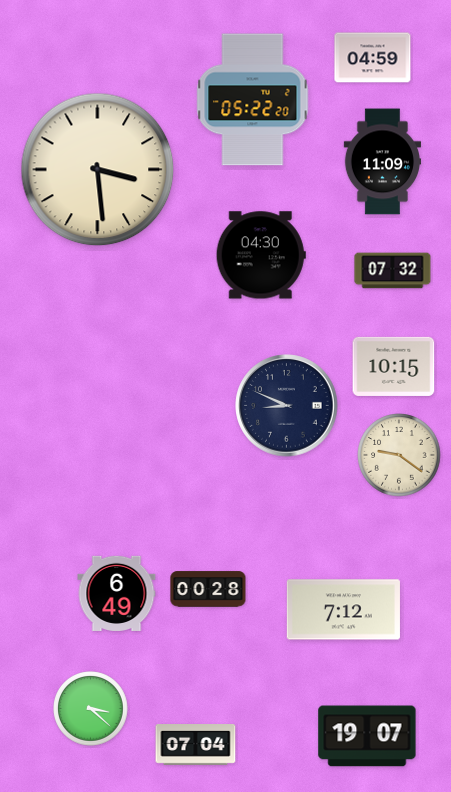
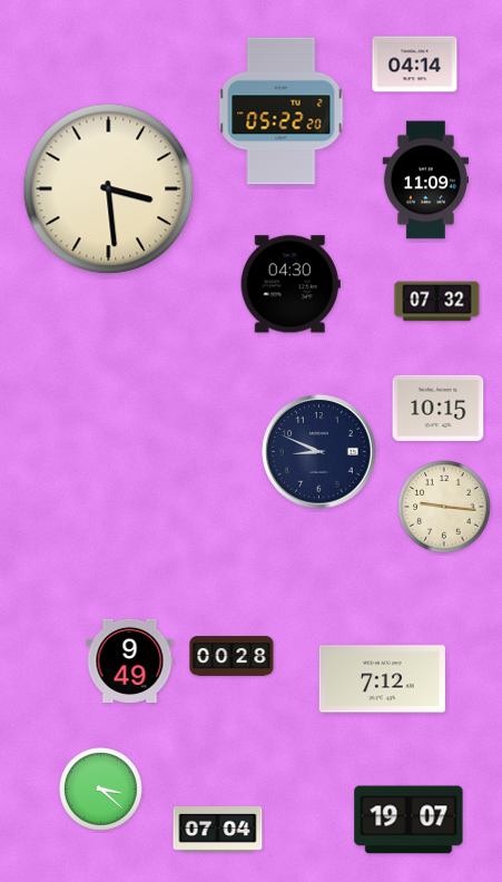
clock at (373, 58): 04:59 -> 04:14
clock at (399, 455): 9:21 -> 9:16
clock at (117, 593): 6:49 -> 9:49
